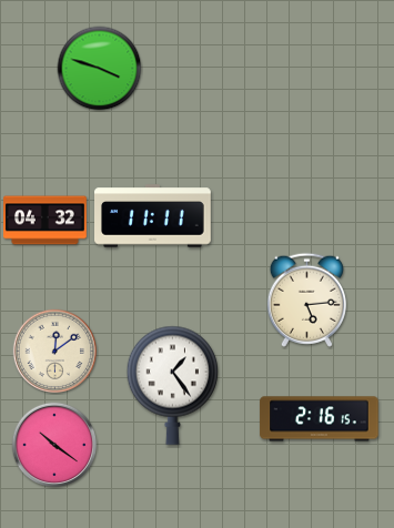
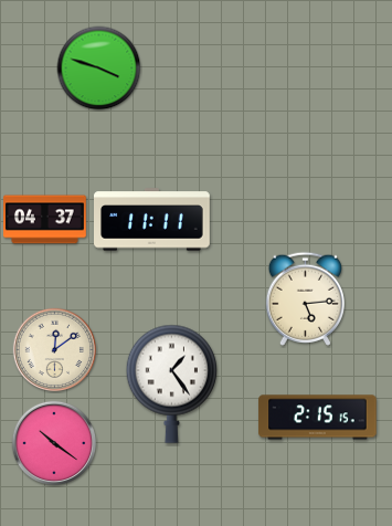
clock at (153, 216) position: (153, 216) -> (152, 220)
clock at (46, 221): 04:32 -> 04:37
clock at (320, 419): 2:16 -> 2:15
